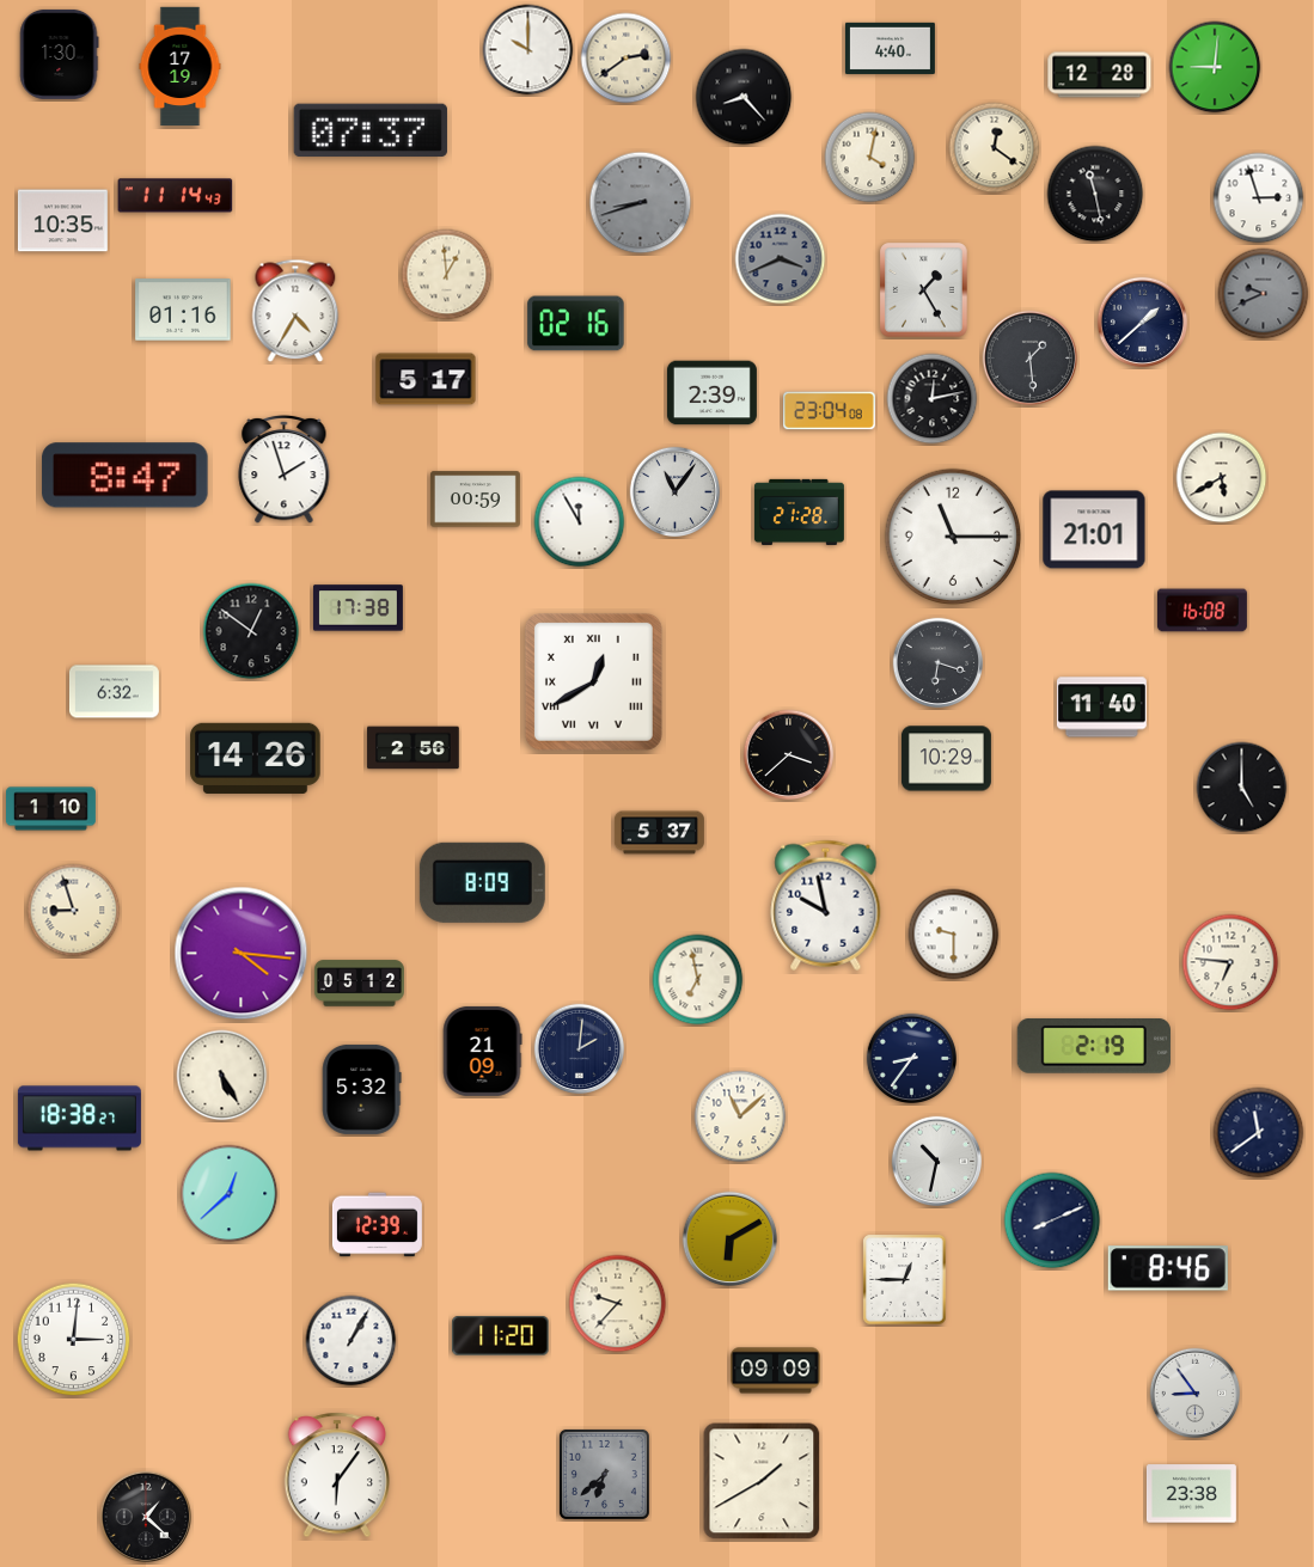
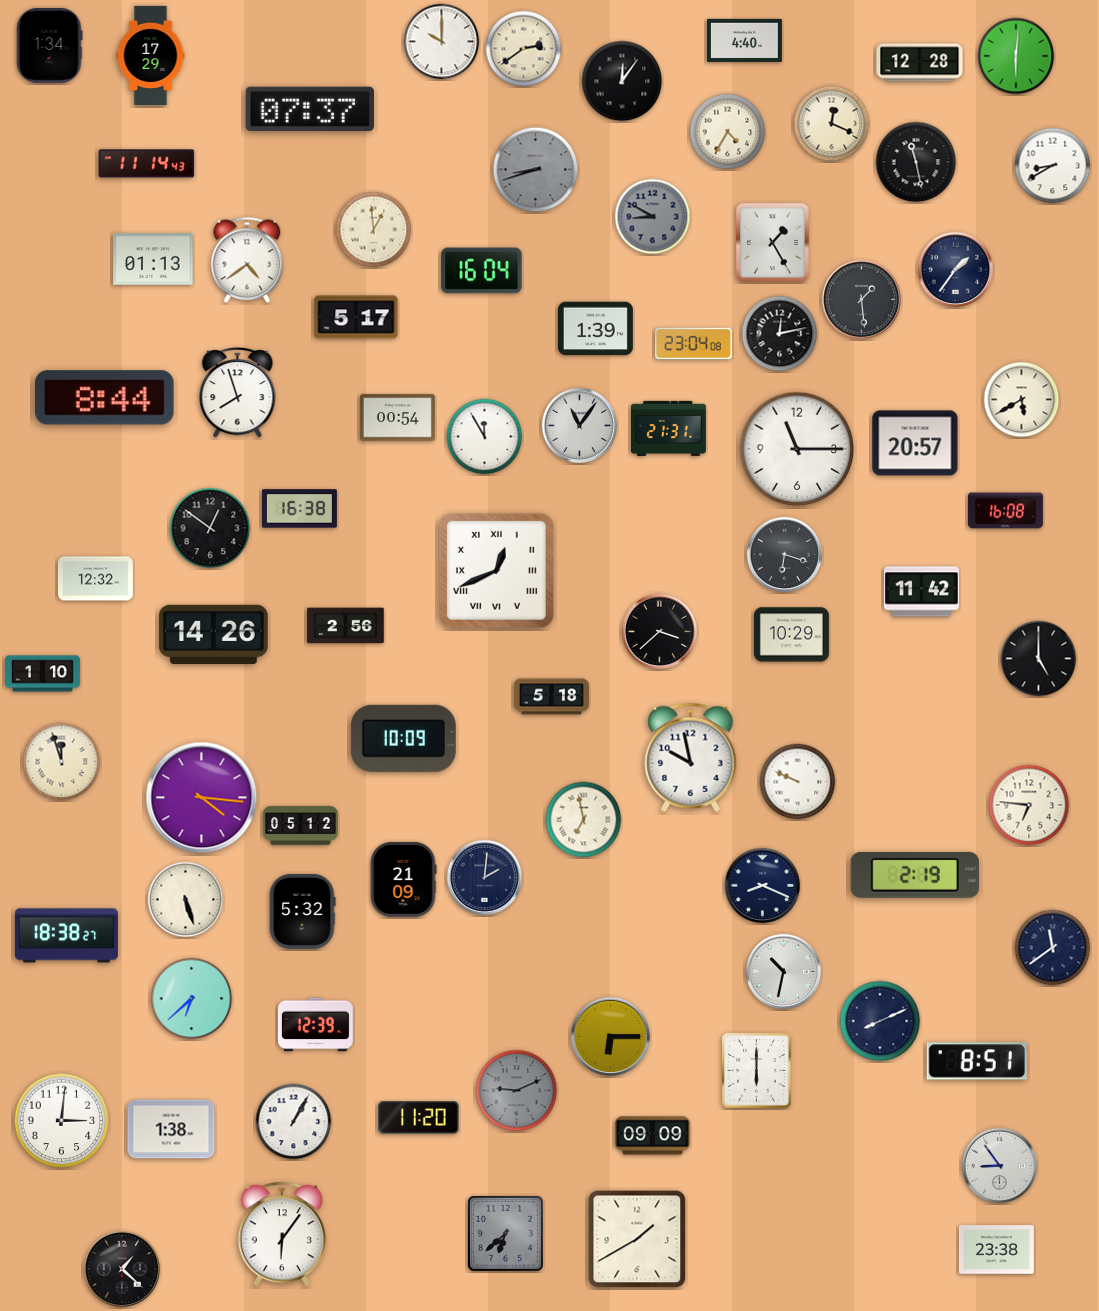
clock at (60, 54): 1:30 -> 1:34
clock at (181, 67): 17:19 -> 17:29
clock at (1215, 67): 9:01 -> 6:01
clock at (744, 97): 8:23 -> 12:06
clock at (995, 148): 12:21 -> 12:19
clock at (870, 158): 4:02 -> 4:35
clock at (1259, 198): 2:57 -> 8:40
clock at (62, 221): 10:35 -> none
clock at (781, 259): 3:41 -> 8:50
clock at (1264, 294): 9:41 -> none
clock at (183, 310): 01:16 -> 01:13
clock at (295, 311): 4:35 -> 4:39
clock at (1143, 323): 1:38 -> 1:36
clock at (576, 324): 02:16 -> 16:04
clock at (711, 393): 2:39 -> 1:39
clock at (285, 469): 1:57 -> 7:57
clock at (126, 476): 8:47 -> 8:44
clock at (676, 492) position: (676, 492) -> (580, 426)
clock at (475, 500): 00:59 -> 00:54
clock at (799, 512): 21:28 -> 21:31
clock at (1094, 530): 21:01 -> 20:57
clock at (357, 608): 17:38 -> 16:38
clock at (593, 681): 12:40 -> 12:41
clock at (114, 692): 6:32 -> 12:32
clock at (1101, 708): 11:40 -> 11:42
clock at (51, 809) position: (51, 809) -> (43, 674)
clock at (660, 833): 5:37 -> 5:18
clock at (482, 882): 8:09 -> 10:09
clock at (74, 911): 8:57 -> 11:57
clock at (954, 935): 9:30 -> 9:49
clock at (359, 984) position: (359, 984) -> (300, 826)
clock at (912, 1059): 8:36 -> 8:19
clock at (222, 1076): 5:25 -> 5:27
clock at (740, 1116): 11:08 -> none
clock at (230, 1194): 12:38 -> 6:38
clock at (731, 1239): 6:10 -> 6:15
clock at (1168, 1268): 8:46 -> 8:51
clock at (905, 1280): 12:45 -> 6:00
clock at (618, 1304): 9:37 -> 9:11
clock at (618, 1304) dial: cream -> grey
clock at (171, 1129): none -> 1:38
clock at (775, 1371) position: (775, 1371) -> (652, 1136)
